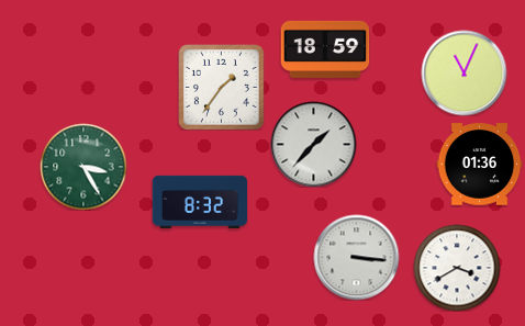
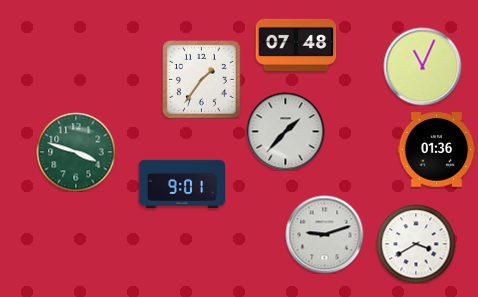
clock at (325, 49): 18:59 -> 07:48
clock at (83, 167): 3:25 -> 3:48
clock at (199, 202): 8:32 -> 9:01
clock at (356, 257): 3:16 -> 9:12
